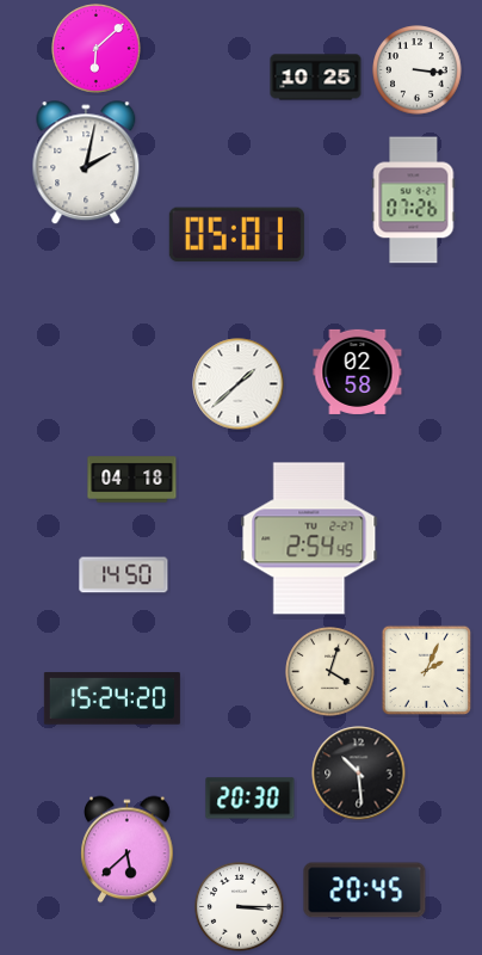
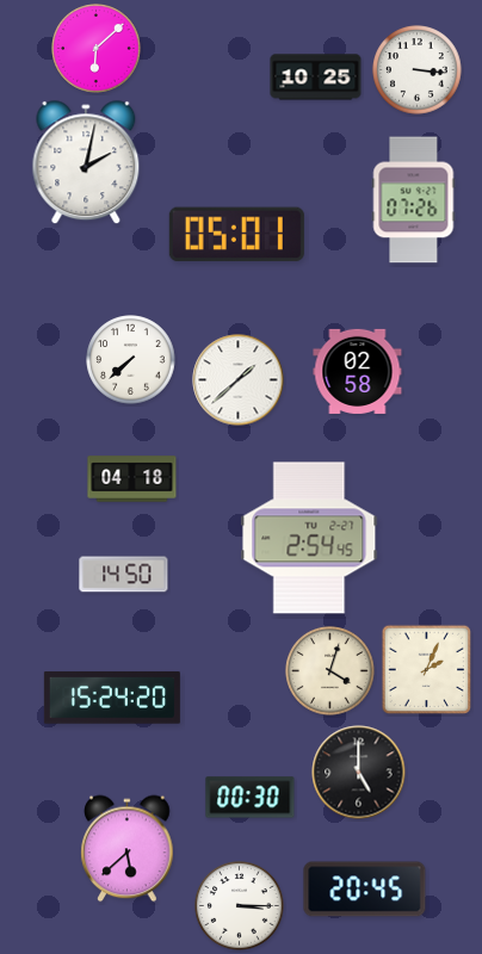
clock at (131, 360): none -> 7:38
clock at (239, 384) position: (239, 384) -> (239, 380)
clock at (359, 774): 10:29 -> 5:00
clock at (251, 799): 20:30 -> 00:30
